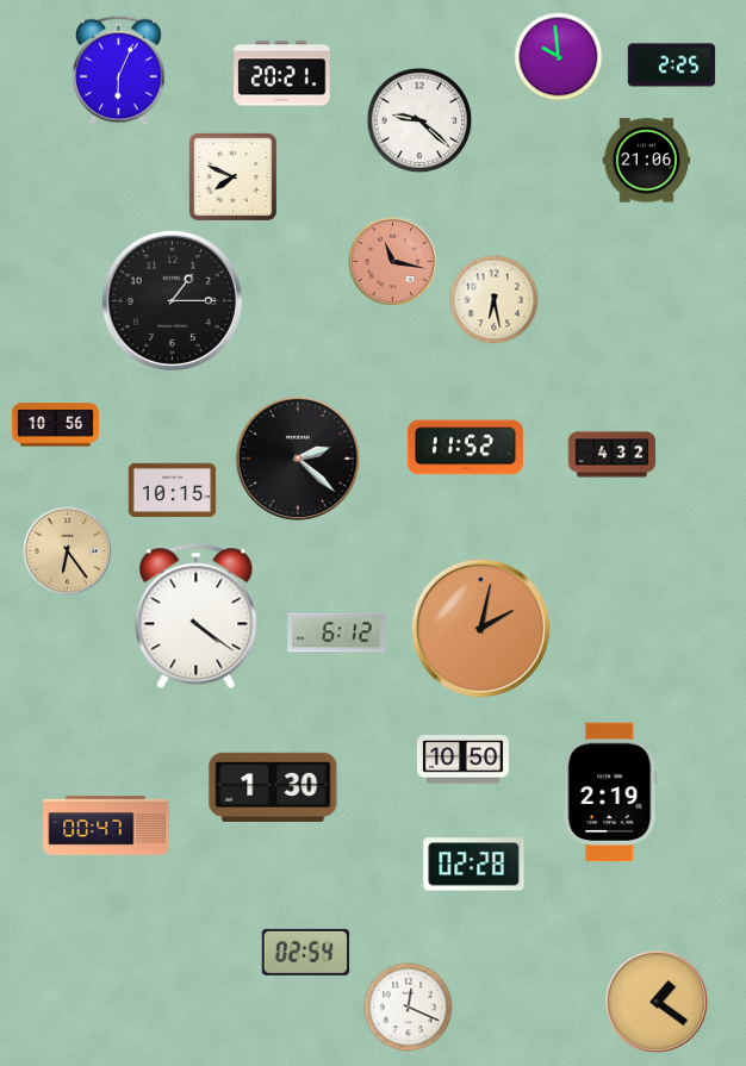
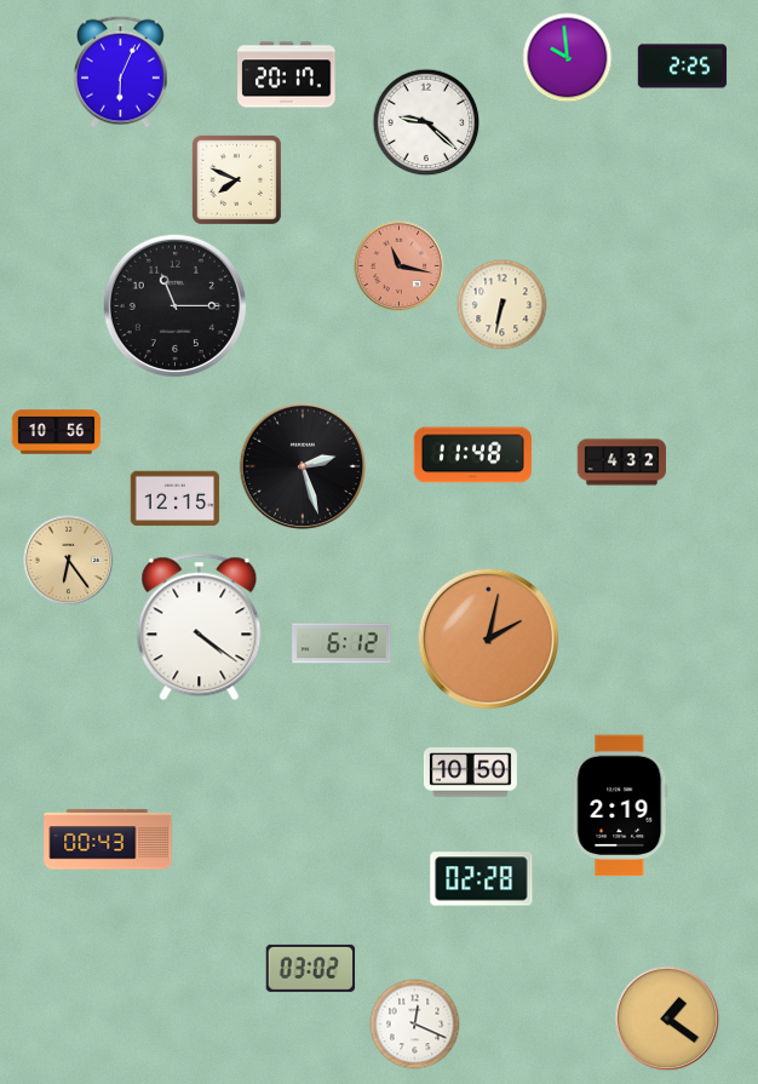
clock at (282, 74): 20:21 -> 20:17
clock at (647, 161): 21:06 -> none
clock at (172, 300): 1:15 -> 11:15
clock at (495, 300): 6:28 -> 6:32
clock at (465, 448): 11:52 -> 11:48
clock at (298, 459): 2:22 -> 2:27
clock at (173, 491): 10:15 -> 12:15
clock at (273, 787): 1:30 -> none
clock at (106, 825): 00:47 -> 00:43
clock at (306, 952): 02:54 -> 03:02
